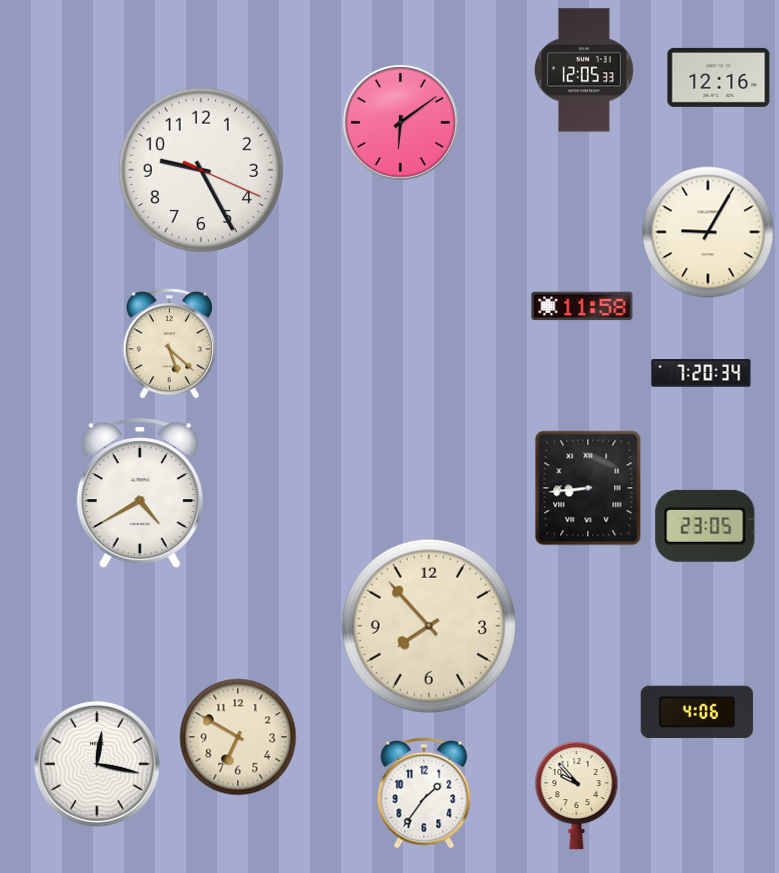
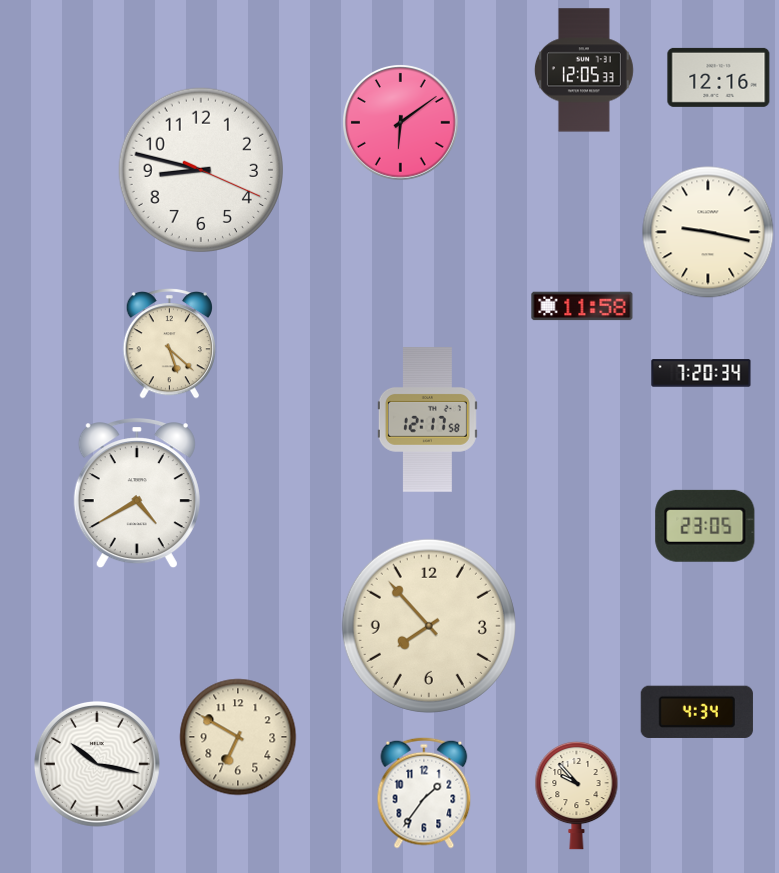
clock at (200, 169): 9:25 -> 8:47
clock at (708, 232): 9:05 -> 9:17
clock at (427, 420): none -> 12:17
clock at (588, 488): 8:44 -> none
clock at (140, 494) position: (140, 494) -> (137, 494)
clock at (697, 711): 4:06 -> 4:34
clock at (97, 764): 12:17 -> 10:17
